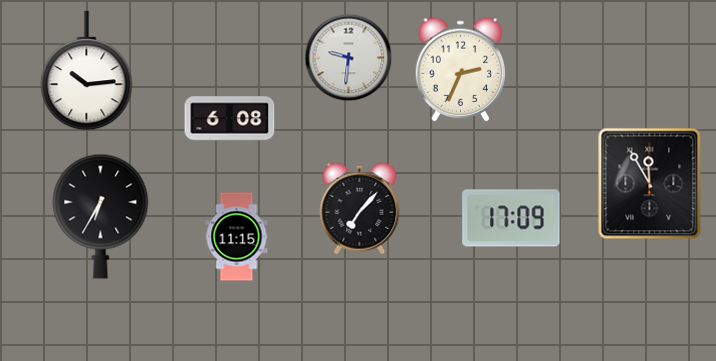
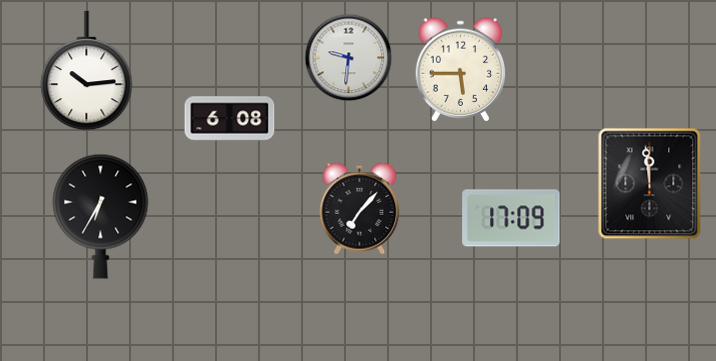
clock at (461, 70): 2:34 -> 5:45
clock at (650, 184): 11:55 -> 11:59
clock at (237, 237): 11:15 -> none
